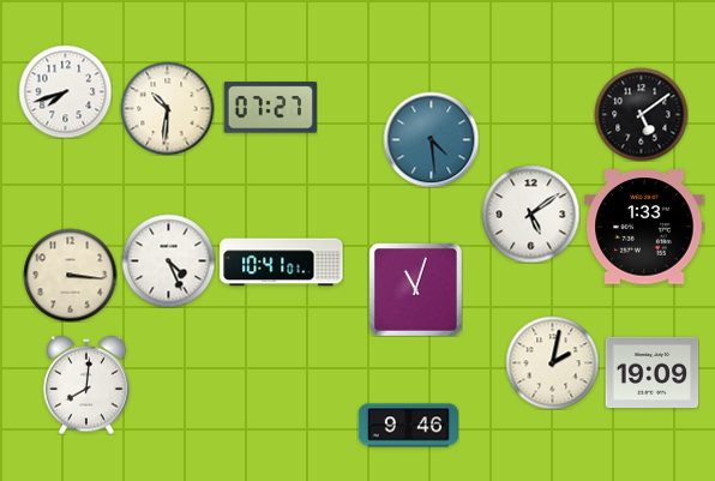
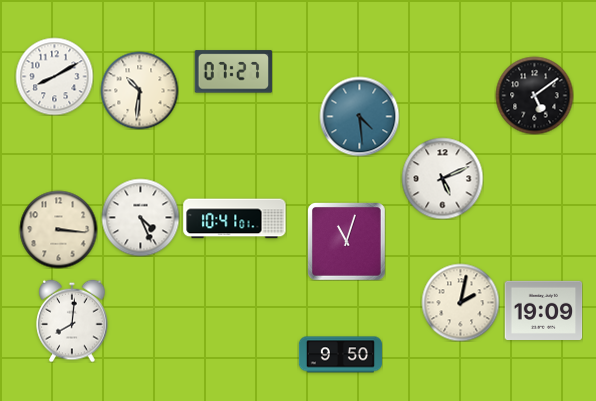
clock at (65, 91): 7:42 -> 8:10
clock at (270, 108) position: (270, 108) -> (233, 72)
clock at (530, 214): 5:09 -> 5:11
clock at (644, 227): 1:33 -> none
clock at (408, 426): 9:46 -> 9:50
